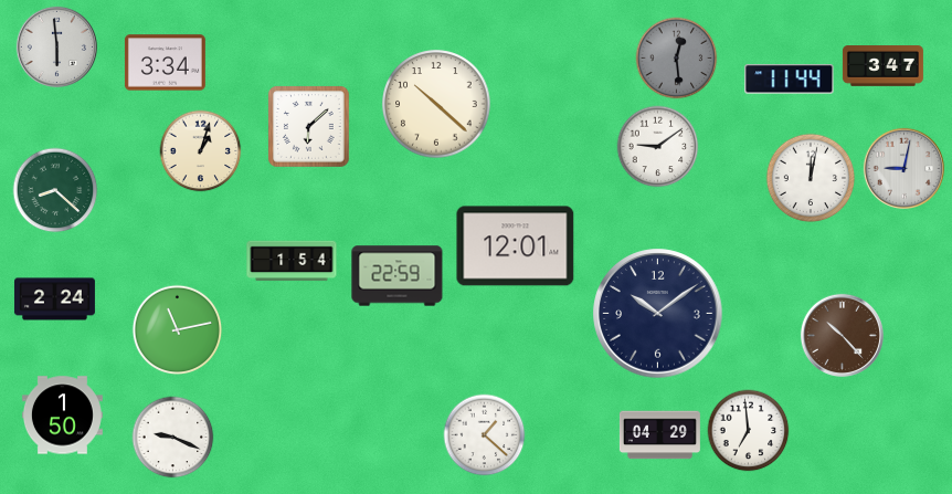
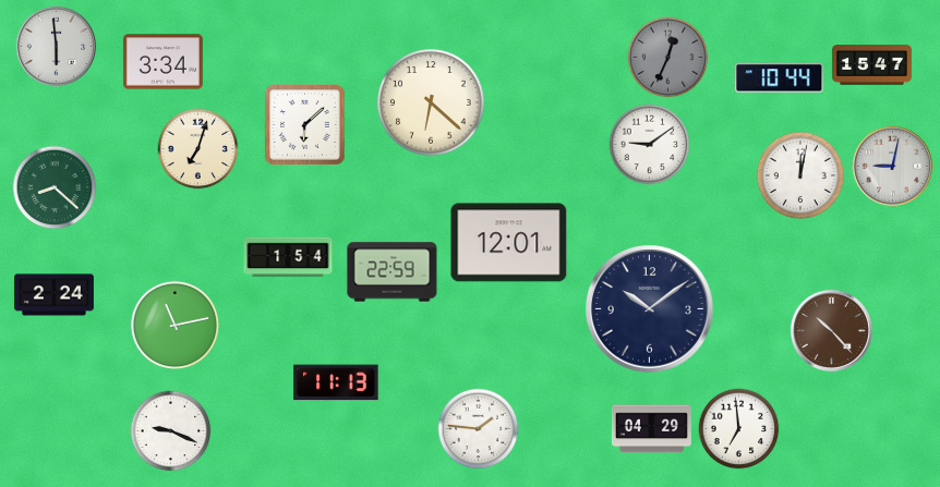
clock at (677, 59): 12:29 -> 12:34
clock at (882, 66): 3:47 -> 15:47
clock at (790, 80): 11:44 -> 10:44
clock at (436, 104): 10:22 -> 6:22
clock at (201, 151): 1:03 -> 7:03
clock at (336, 382): none -> 11:13
clock at (62, 416): 1:50 -> none
clock at (749, 431) position: (749, 431) -> (739, 429)
clock at (485, 435): 1:22 -> 1:46
